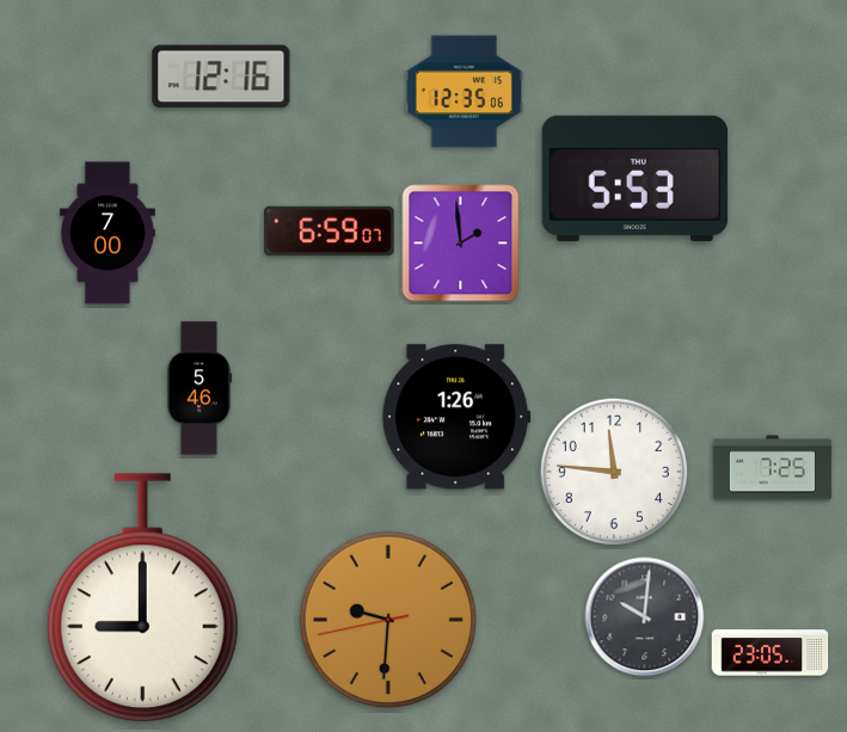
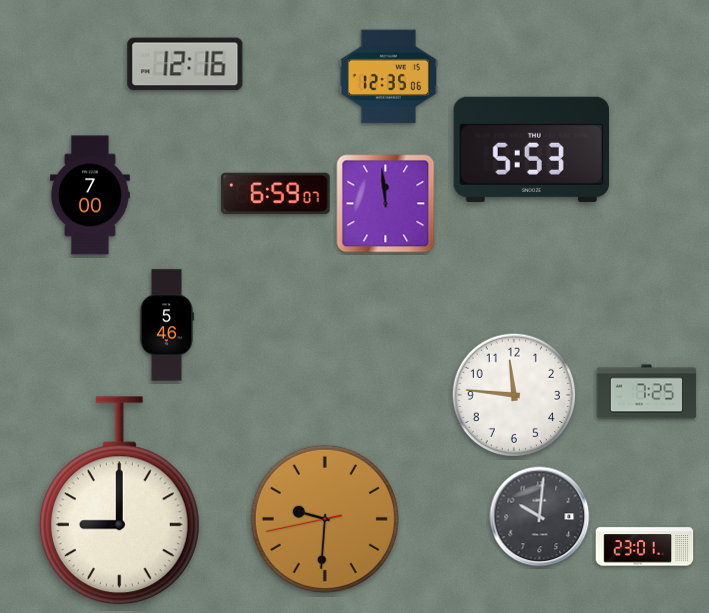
clock at (461, 244): 1:59 -> 11:59
clock at (456, 417): 1:26 -> none
clock at (771, 653): 23:05 -> 23:01
